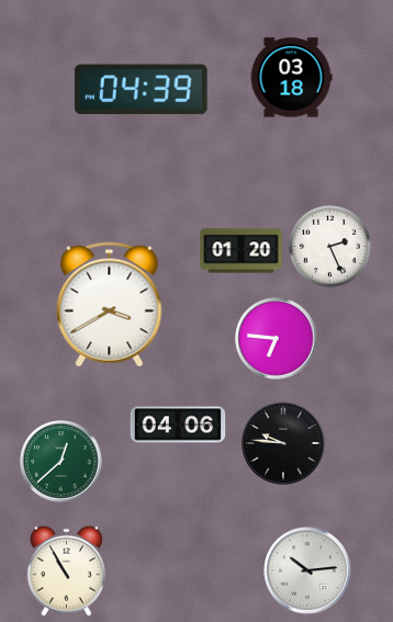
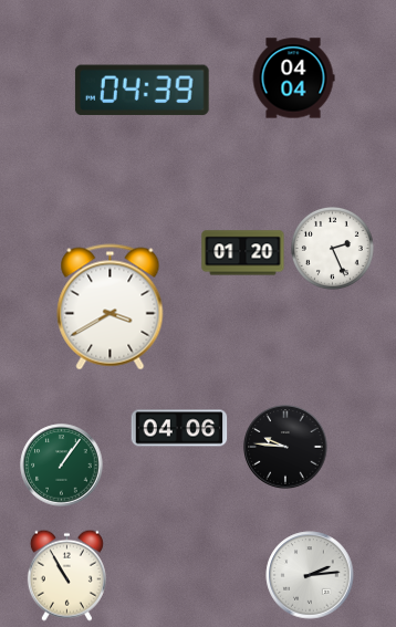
clock at (291, 78): 03:18 -> 04:04
clock at (277, 339): 6:46 -> none
clock at (61, 462): 12:38 -> 1:06
clock at (307, 570): 10:14 -> 2:14
